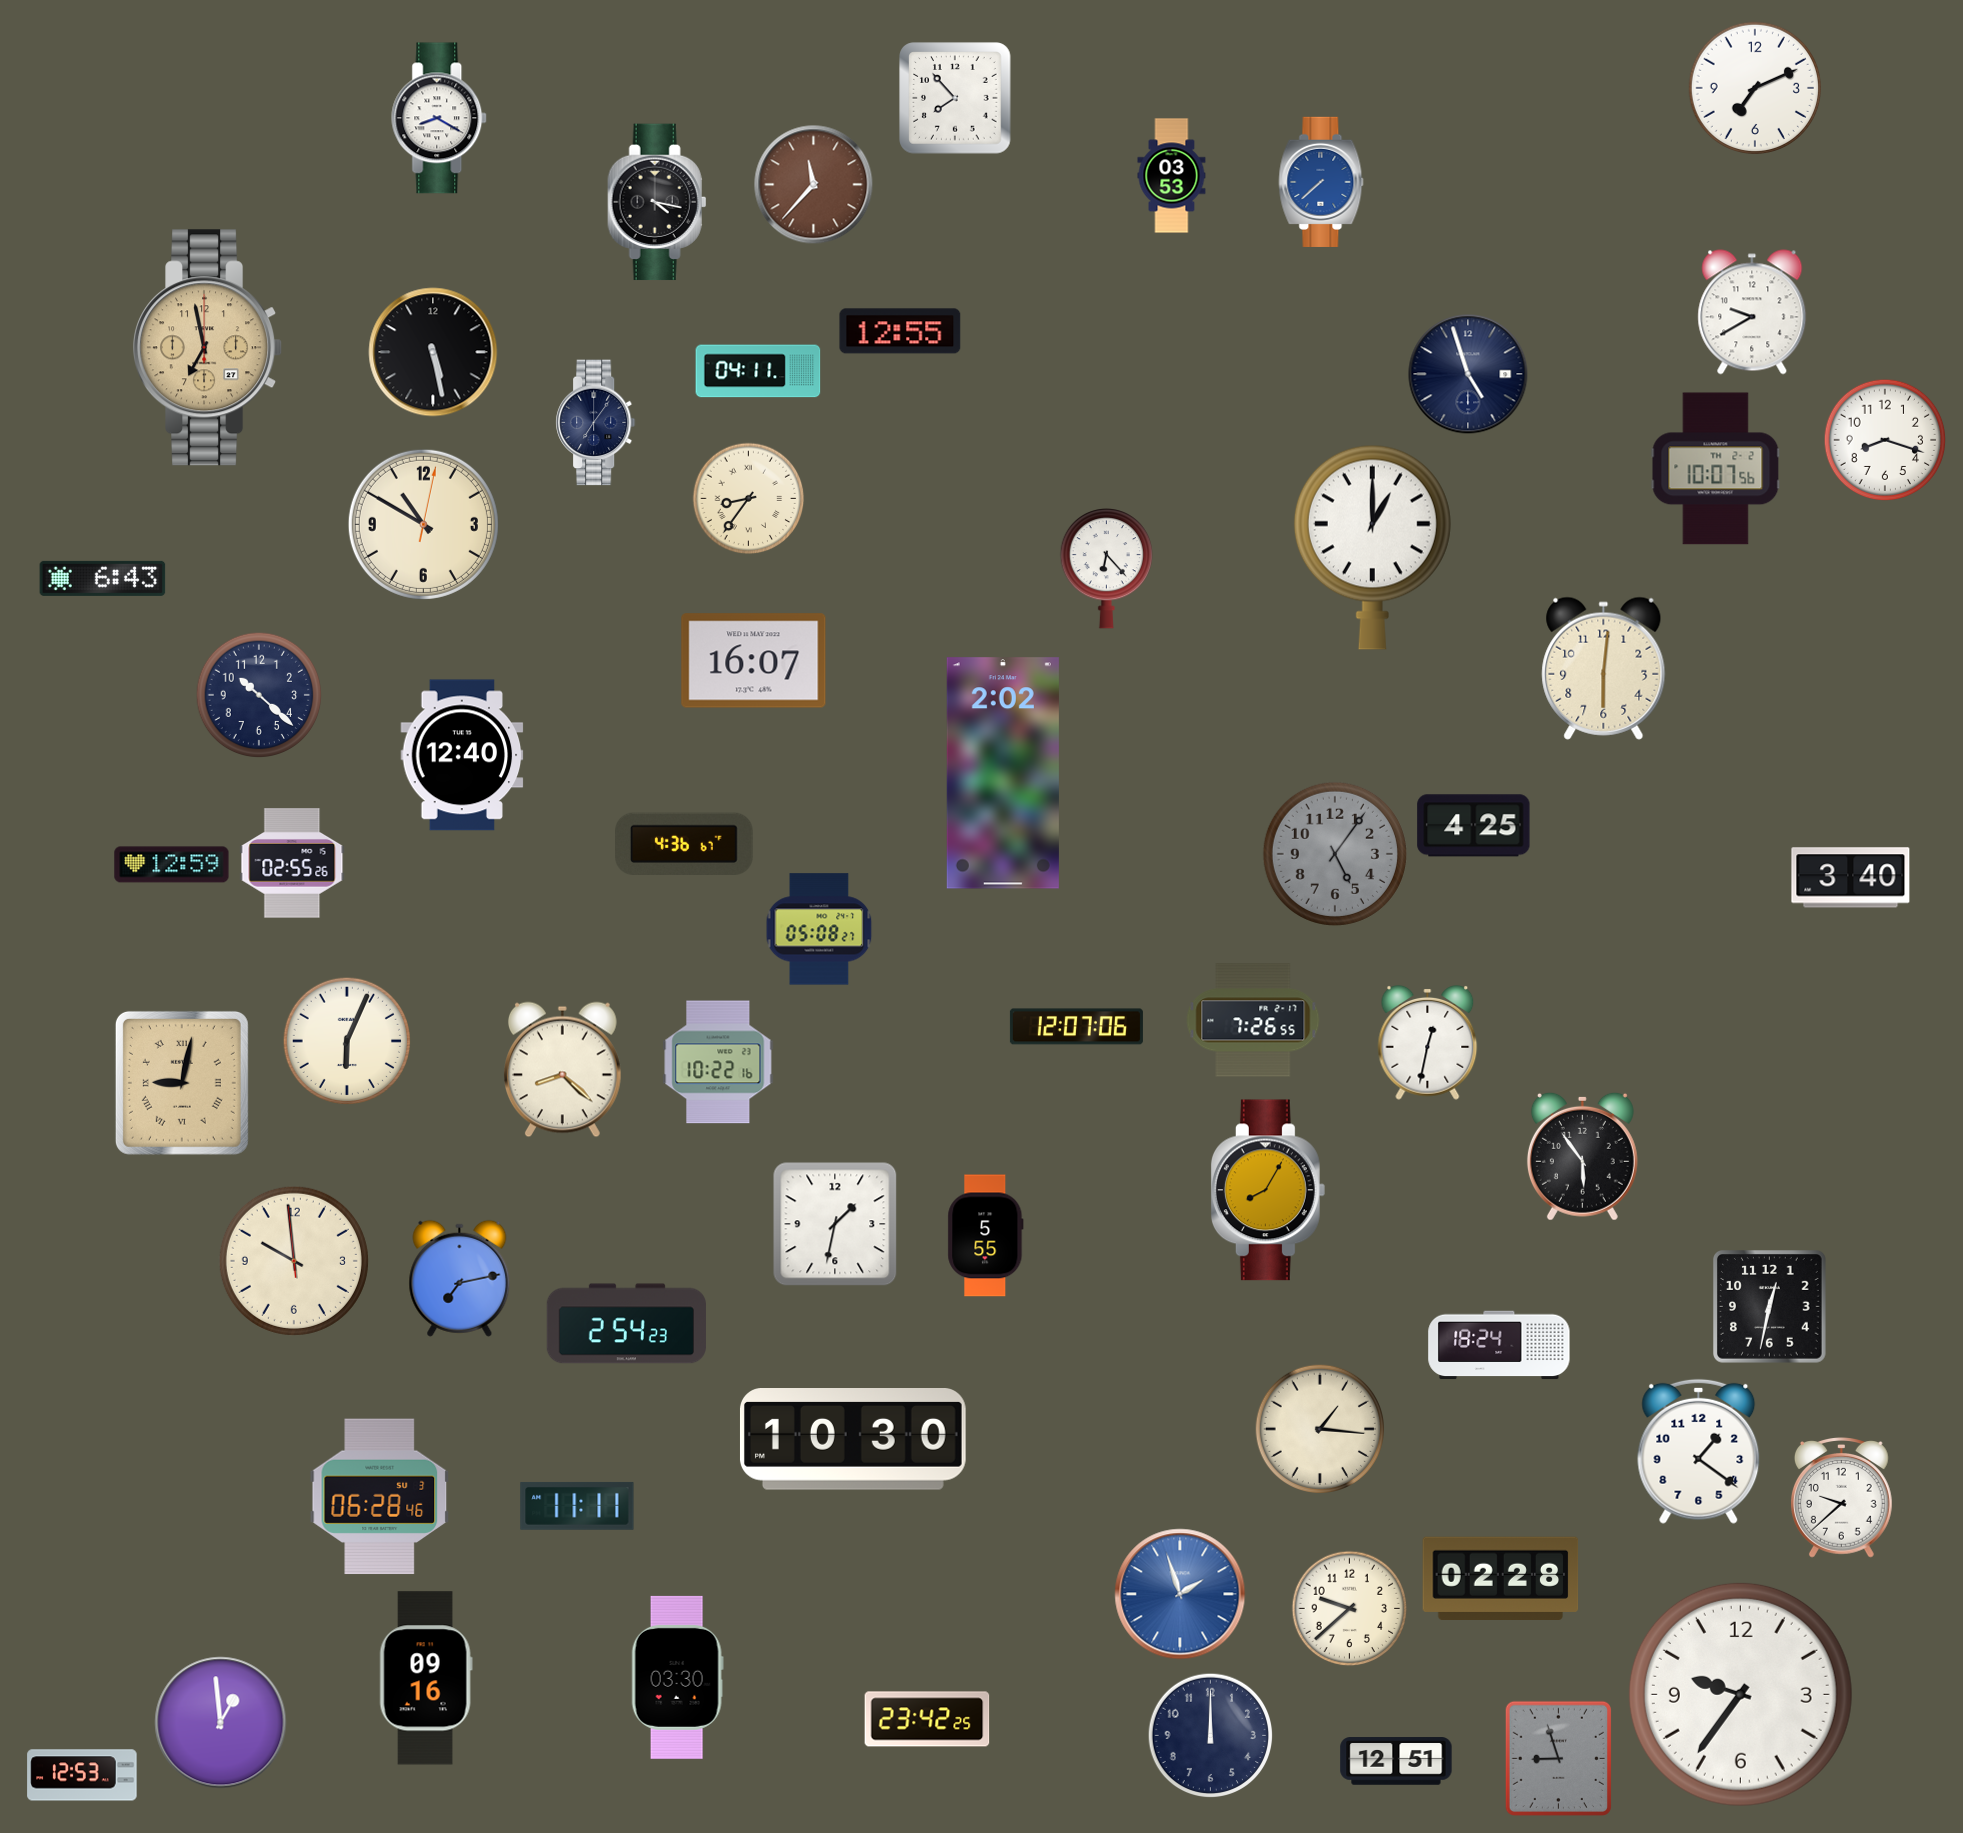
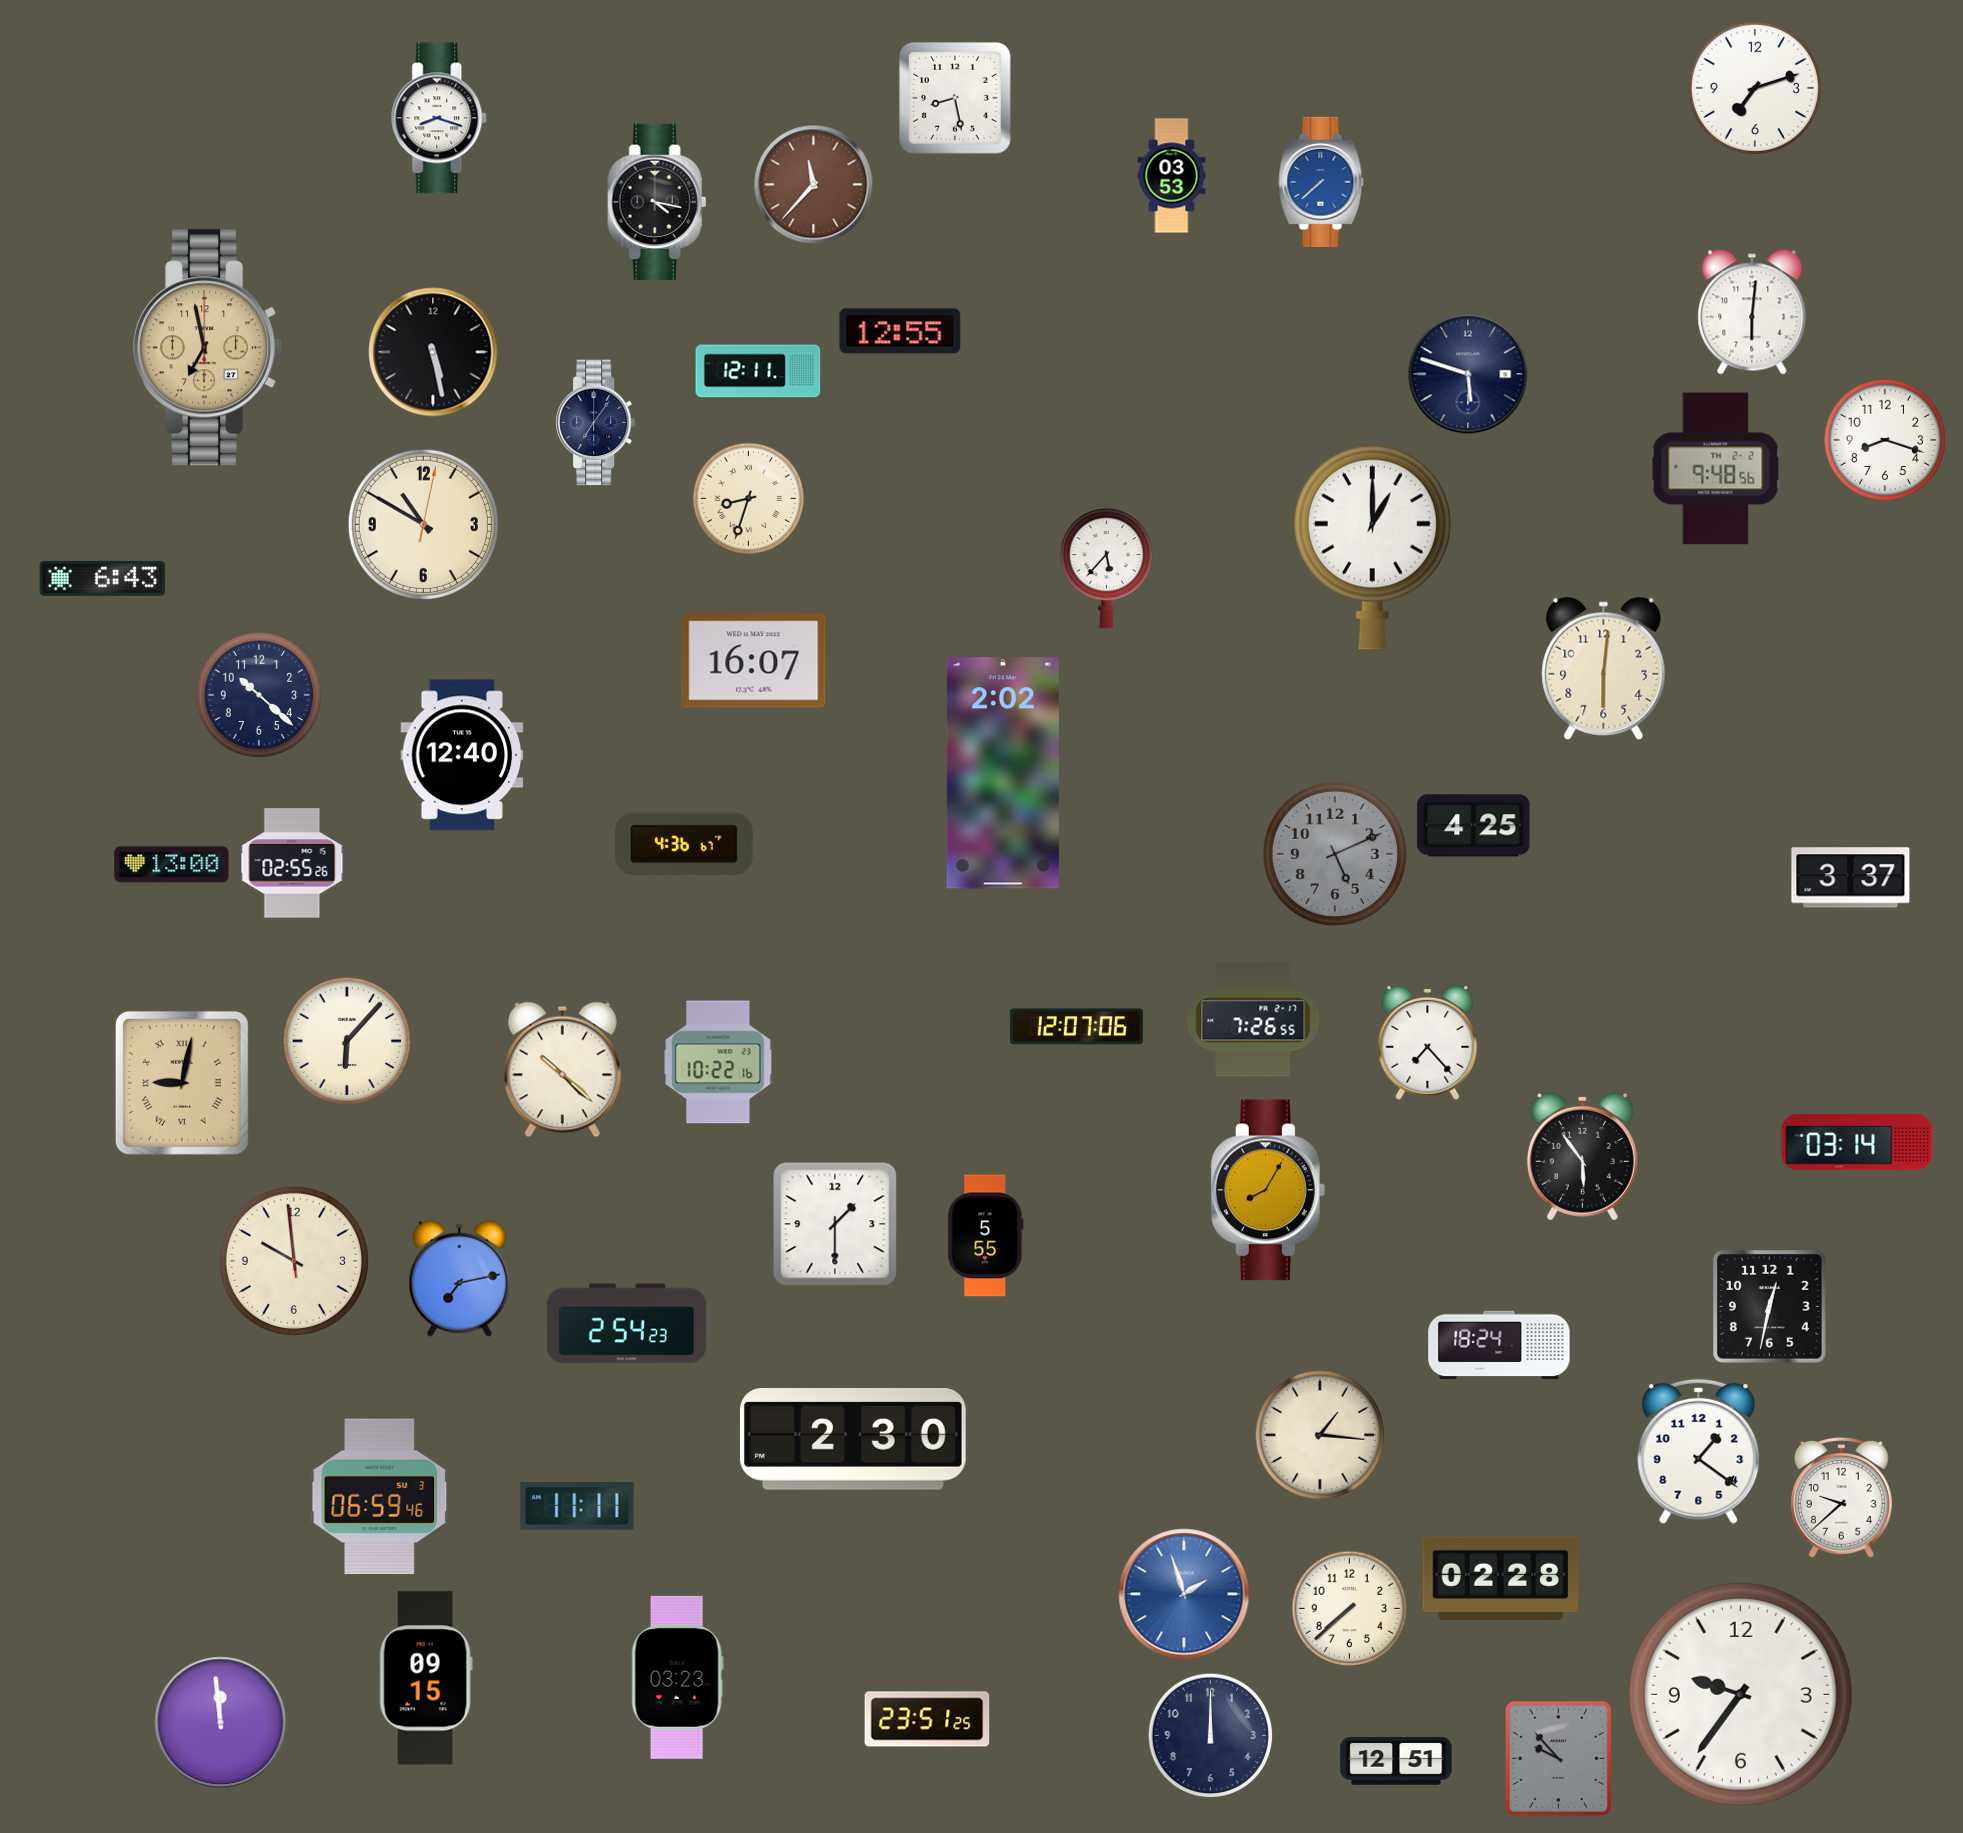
clock at (1754, 87): 7:11 -> 7:12
clock at (955, 98): 7:53 -> 8:28
clock at (440, 118): 8:20 -> 8:18
clock at (1752, 312): 9:40 -> 6:01
clock at (758, 371): 04:11 -> 12:11
clock at (1468, 374): 4:57 -> 5:48
clock at (1716, 469): 10:07 -> 9:48
clock at (749, 499): 8:36 -> 8:33
clock at (1106, 569): 6:23 -> 5:37
clock at (1335, 854): 5:06 -> 5:11
clock at (172, 865): 12:59 -> 13:00
clock at (1851, 878): 3:40 -> 3:37
clock at (819, 929): 05:08 -> none
clock at (346, 1040): 6:04 -> 6:07
clock at (1428, 1042): 12:32 -> 7:23
clock at (562, 1070): 8:22 -> 10:22
clock at (1857, 1142): none -> 03:14
clock at (835, 1224): 1:32 -> 1:30
clock at (1319, 1428) position: (1319, 1428) -> (1319, 1434)
clock at (853, 1439): 10:30 -> 2:30
clock at (380, 1497): 06:28 -> 06:59
clock at (1180, 1594) position: (1180, 1594) -> (1184, 1594)
clock at (1350, 1609): 9:38 -> 7:38
clock at (677, 1677): 03:30 -> 03:23
clock at (426, 1678): 09:16 -> 09:15
clock at (927, 1719): 23:42 -> 23:51
clock at (221, 1723): 12:59 -> 11:59
clock at (1558, 1758): 8:57 -> 9:53
clock at (82, 1775): 12:53 -> none
